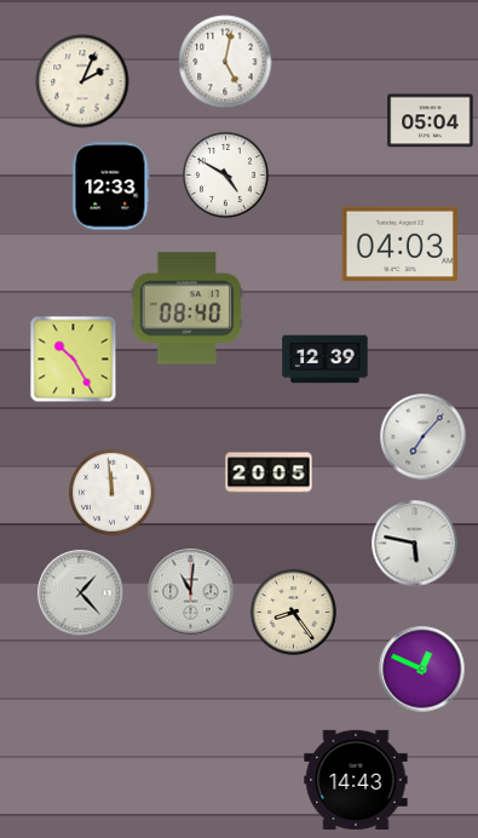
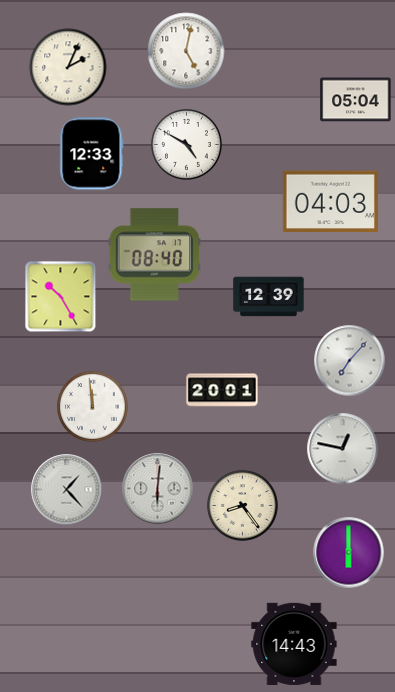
clock at (269, 472): 20:05 -> 20:01
clock at (415, 544): 5:47 -> 12:47
clock at (191, 592): 11:01 -> 6:01
clock at (422, 670): 12:49 -> 6:00
